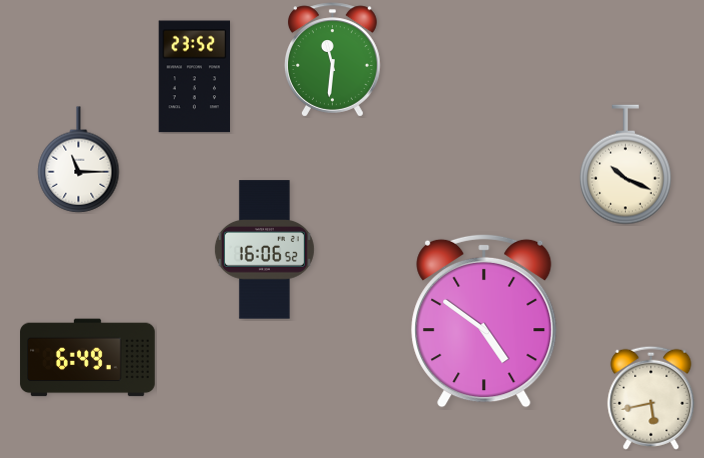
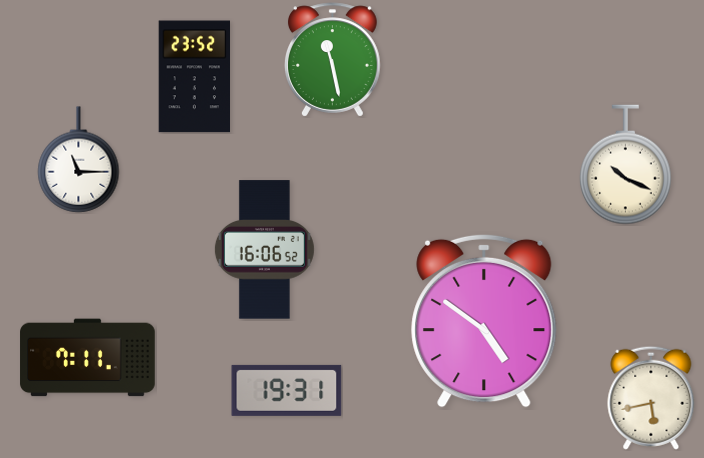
clock at (333, 60): 11:31 -> 11:28
clock at (88, 358): 6:49 -> 7:11
clock at (287, 390): none -> 19:31
